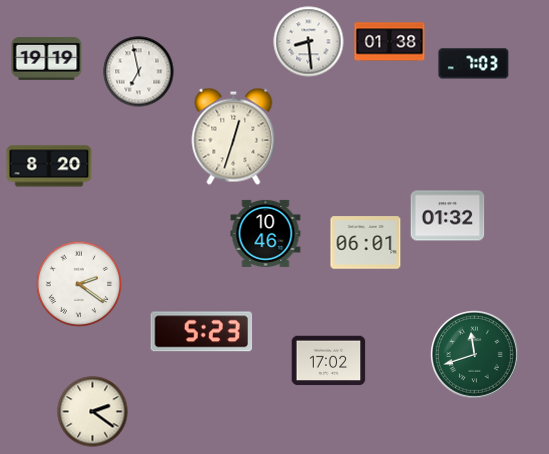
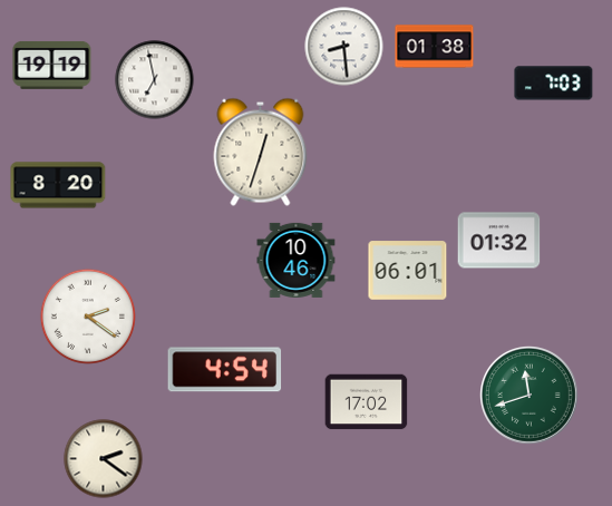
clock at (474, 64) position: (474, 64) -> (554, 84)
clock at (49, 166) position: (49, 166) -> (58, 185)
clock at (202, 332): 5:23 -> 4:54
